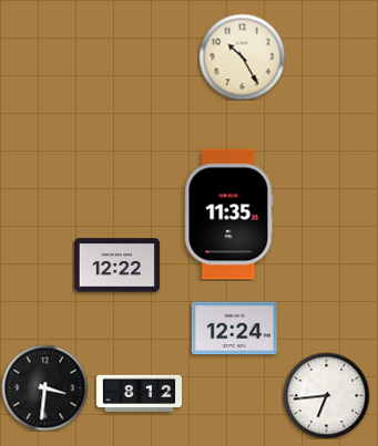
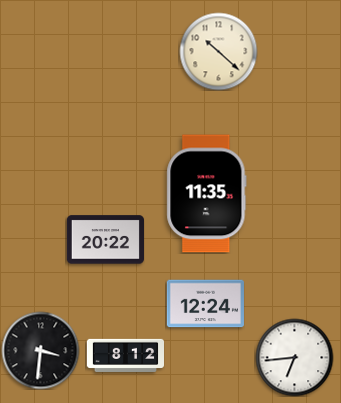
clock at (242, 56): 10:25 -> 10:22
clock at (116, 266): 12:22 -> 20:22
clock at (234, 329) position: (234, 329) -> (205, 304)
